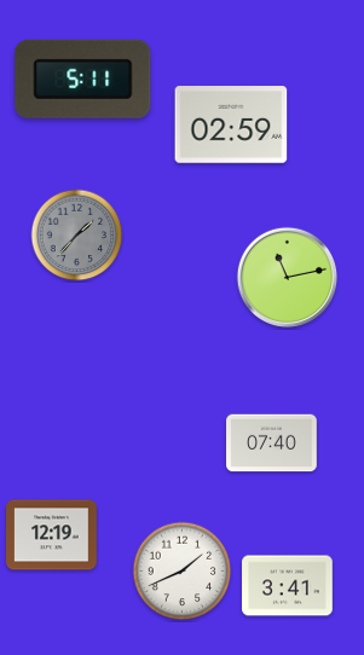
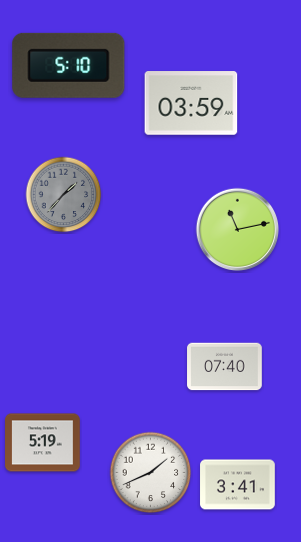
clock at (83, 79): 5:11 -> 5:10
clock at (231, 124): 02:59 -> 03:59
clock at (52, 535): 12:19 -> 5:19
